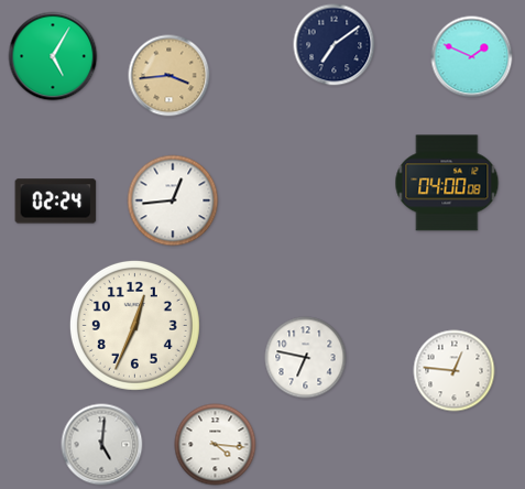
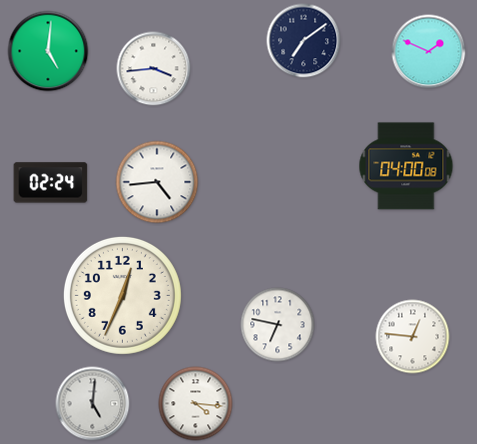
clock at (53, 56): 5:05 -> 5:01
clock at (169, 76) dial: champagne -> white
clock at (173, 200): 12:44 -> 4:44
